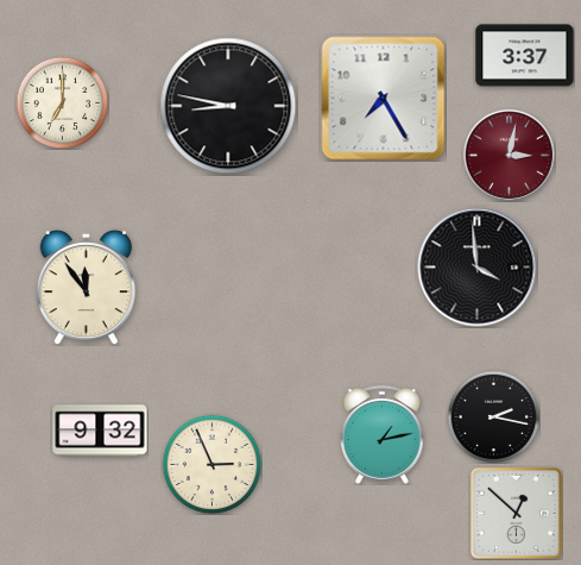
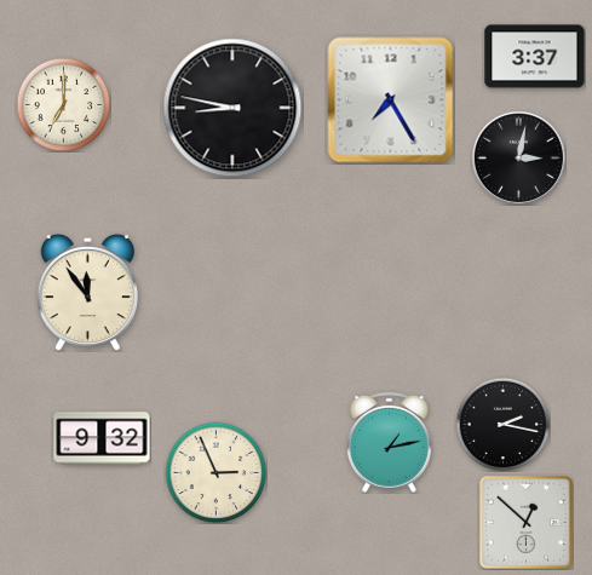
clock at (509, 155) dial: burgundy -> black
clock at (478, 268): 3:59 -> none
